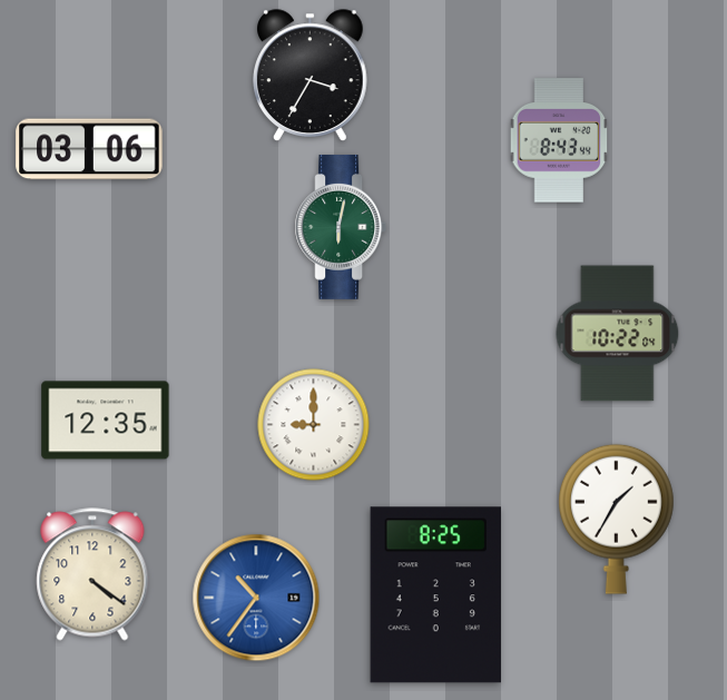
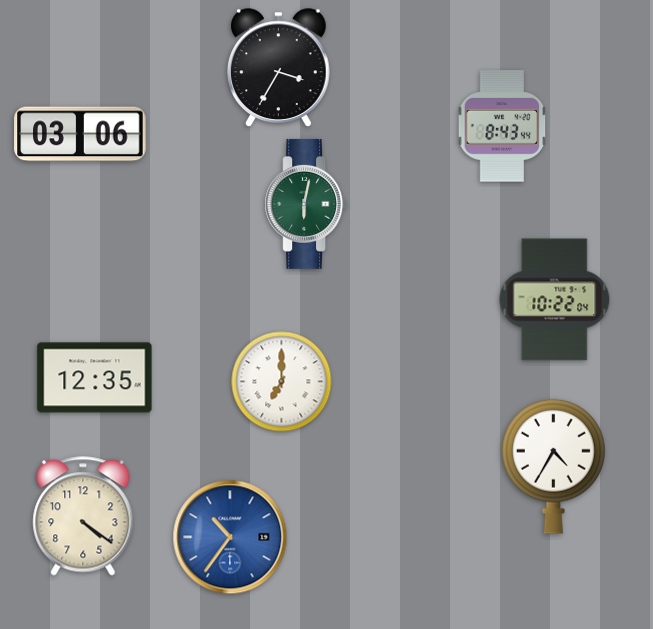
clock at (314, 425): 9:00 -> 7:00
clock at (616, 519): 1:35 -> 4:35
clock at (435, 595): 8:25 -> none
